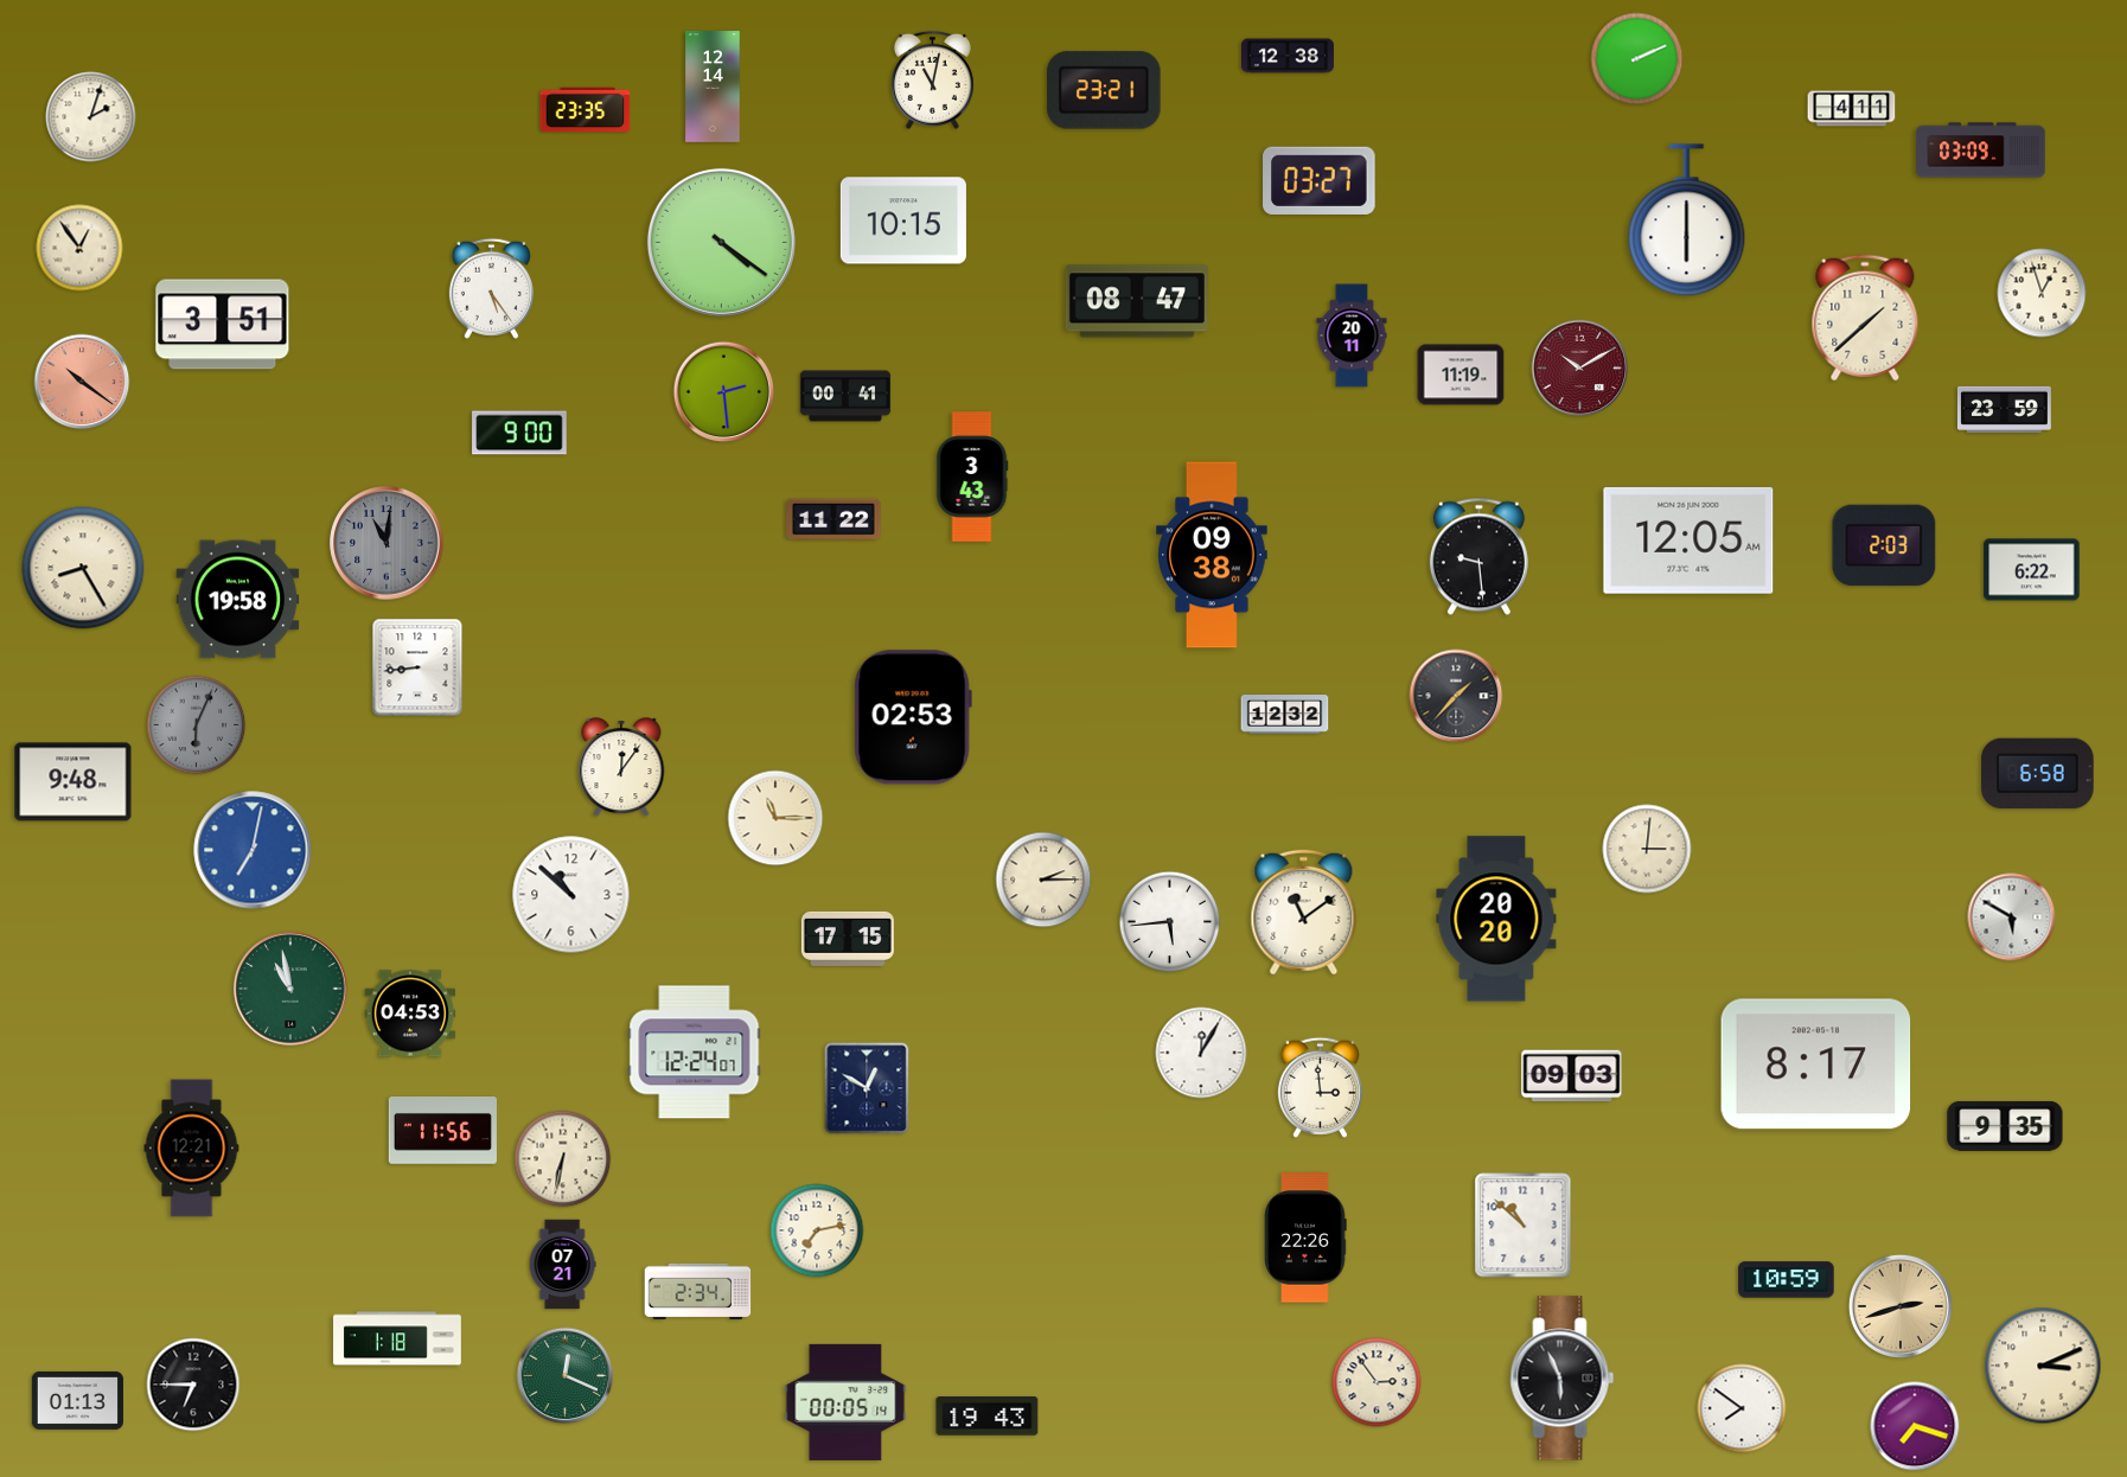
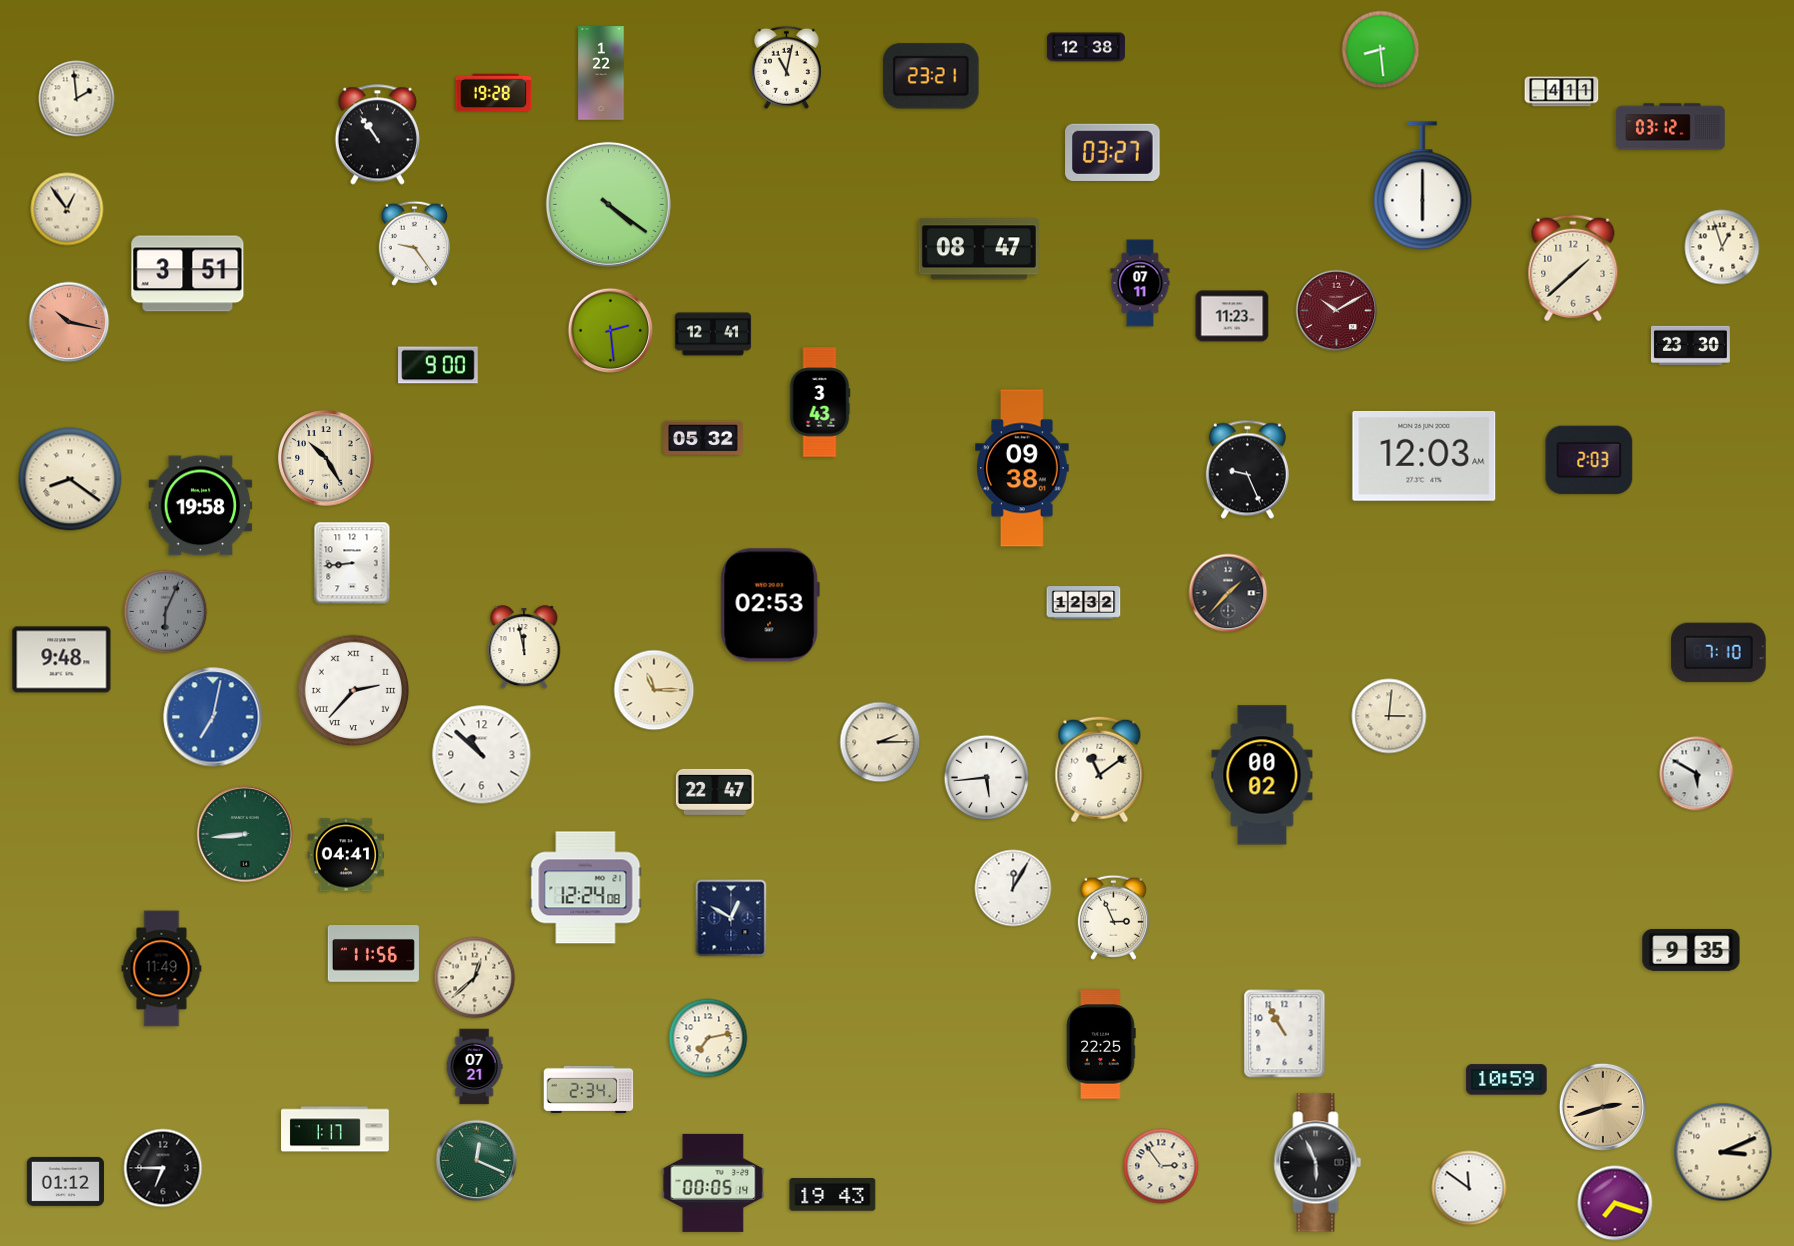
clock at (1637, 59): 2:11 -> 8:29
clock at (713, 87): 12:14 -> 1:22
clock at (586, 110): 23:35 -> 19:28
clock at (91, 117): 2:03 -> 1:59
clock at (1981, 151): 03:09 -> 03:12
clock at (377, 135): none -> 10:54
clock at (903, 220): 10:15 -> none
clock at (491, 288): 5:24 -> 9:24
clock at (1137, 301) position: (1137, 301) -> (979, 249)
clock at (1352, 335): 20:11 -> 07:11
clock at (1580, 369) position: (1580, 369) -> (1337, 311)
clock at (1461, 375): 11:19 -> 11:23
clock at (82, 382): 10:21 -> 10:17
clock at (845, 396): 00:41 -> 12:41
clock at (2004, 409): 23:59 -> 23:30
clock at (833, 519): 11:22 -> 05:32
clock at (1688, 541): 12:05 -> 12:03
clock at (387, 543): 11:01 -> 10:25
clock at (387, 543) dial: grey -> cream
clock at (1478, 557): 9:29 -> 9:26
clock at (83, 568): 8:25 -> 8:21
clock at (2032, 570): 6:22 -> none
clock at (1456, 696) position: (1456, 696) -> (1228, 593)
clock at (621, 768): 12:06 -> 11:58
clock at (2038, 774): 6:58 -> 7:10
clock at (354, 691): none -> 2:37
clock at (1496, 919): 20:20 -> 00:02
clock at (848, 939): 17:15 -> 22:47
clock at (290, 989): 10:58 -> 8:44
clock at (410, 1014): 04:53 -> 04:41
clock at (695, 1053): 12:24:07 -> 12:24:08
clock at (1816, 1064): 8:17 -> none
clock at (1572, 1076): 09:03 -> none
clock at (1320, 1087): 2:59 -> 2:56
clock at (192, 1149): 12:21 -> 11:49
clock at (563, 1159): 6:32 -> 12:38
clock at (1524, 1226): 10:52 -> 10:55
clock at (817, 1230) position: (817, 1230) -> (708, 1038)
clock at (1305, 1238): 22:26 -> 22:25
clock at (1901, 1306) position: (1901, 1306) -> (1603, 1107)
clock at (397, 1338): 1:18 -> 1:17
clock at (77, 1400): 01:13 -> 01:12
clock at (1742, 1408): 7:51 -> 11:51
